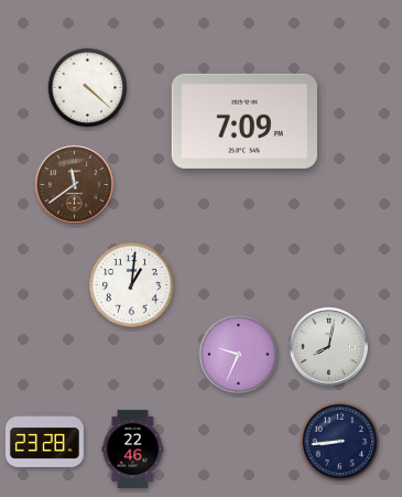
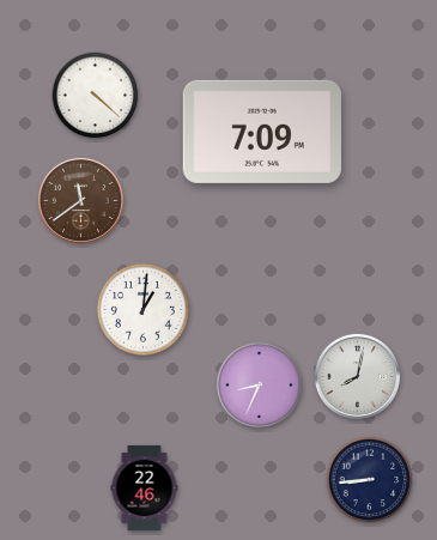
clock at (245, 121) position: (245, 121) -> (262, 132)
clock at (239, 355): 9:34 -> 8:34
clock at (44, 441): 23:28 -> none
